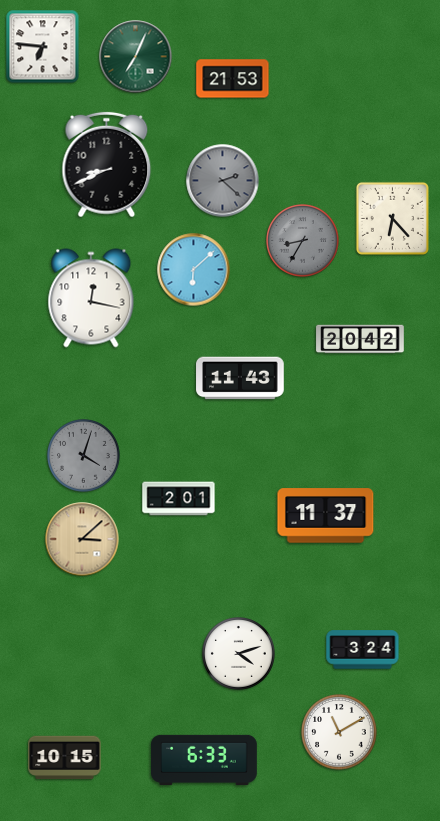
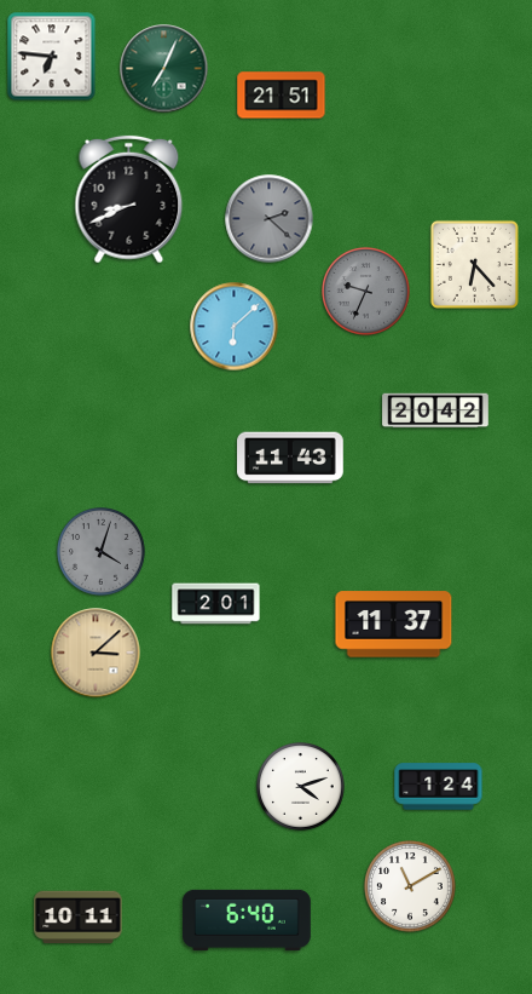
clock at (233, 79): 21:53 -> 21:51
clock at (303, 241): 8:35 -> 9:34
clock at (91, 298): 12:17 -> none
clock at (82, 539) position: (82, 539) -> (96, 653)
clock at (363, 650): 3:24 -> 1:24
clock at (239, 654) position: (239, 654) -> (301, 787)
clock at (65, 758): 10:15 -> 10:11
clock at (205, 760): 6:33 -> 6:40
